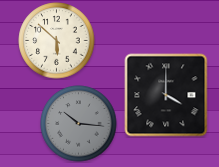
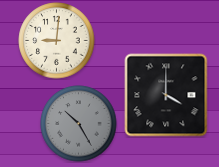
clock at (57, 41): 5:52 -> 9:01
clock at (79, 124): 10:16 -> 10:25
